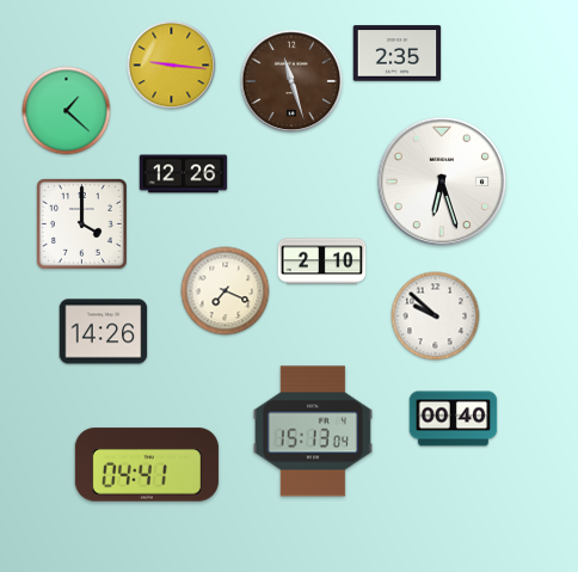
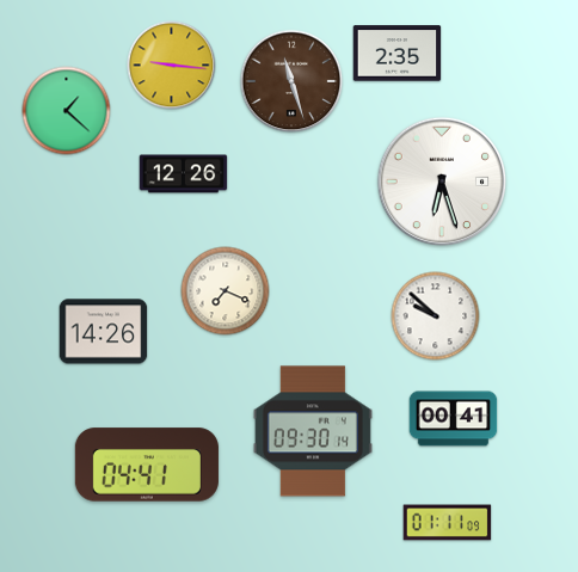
clock at (82, 225): 4:00 -> none
clock at (322, 262): 2:10 -> none
clock at (454, 419): 00:40 -> 00:41
clock at (313, 431): 15:13 -> 09:30
clock at (448, 523): none -> 01:11
